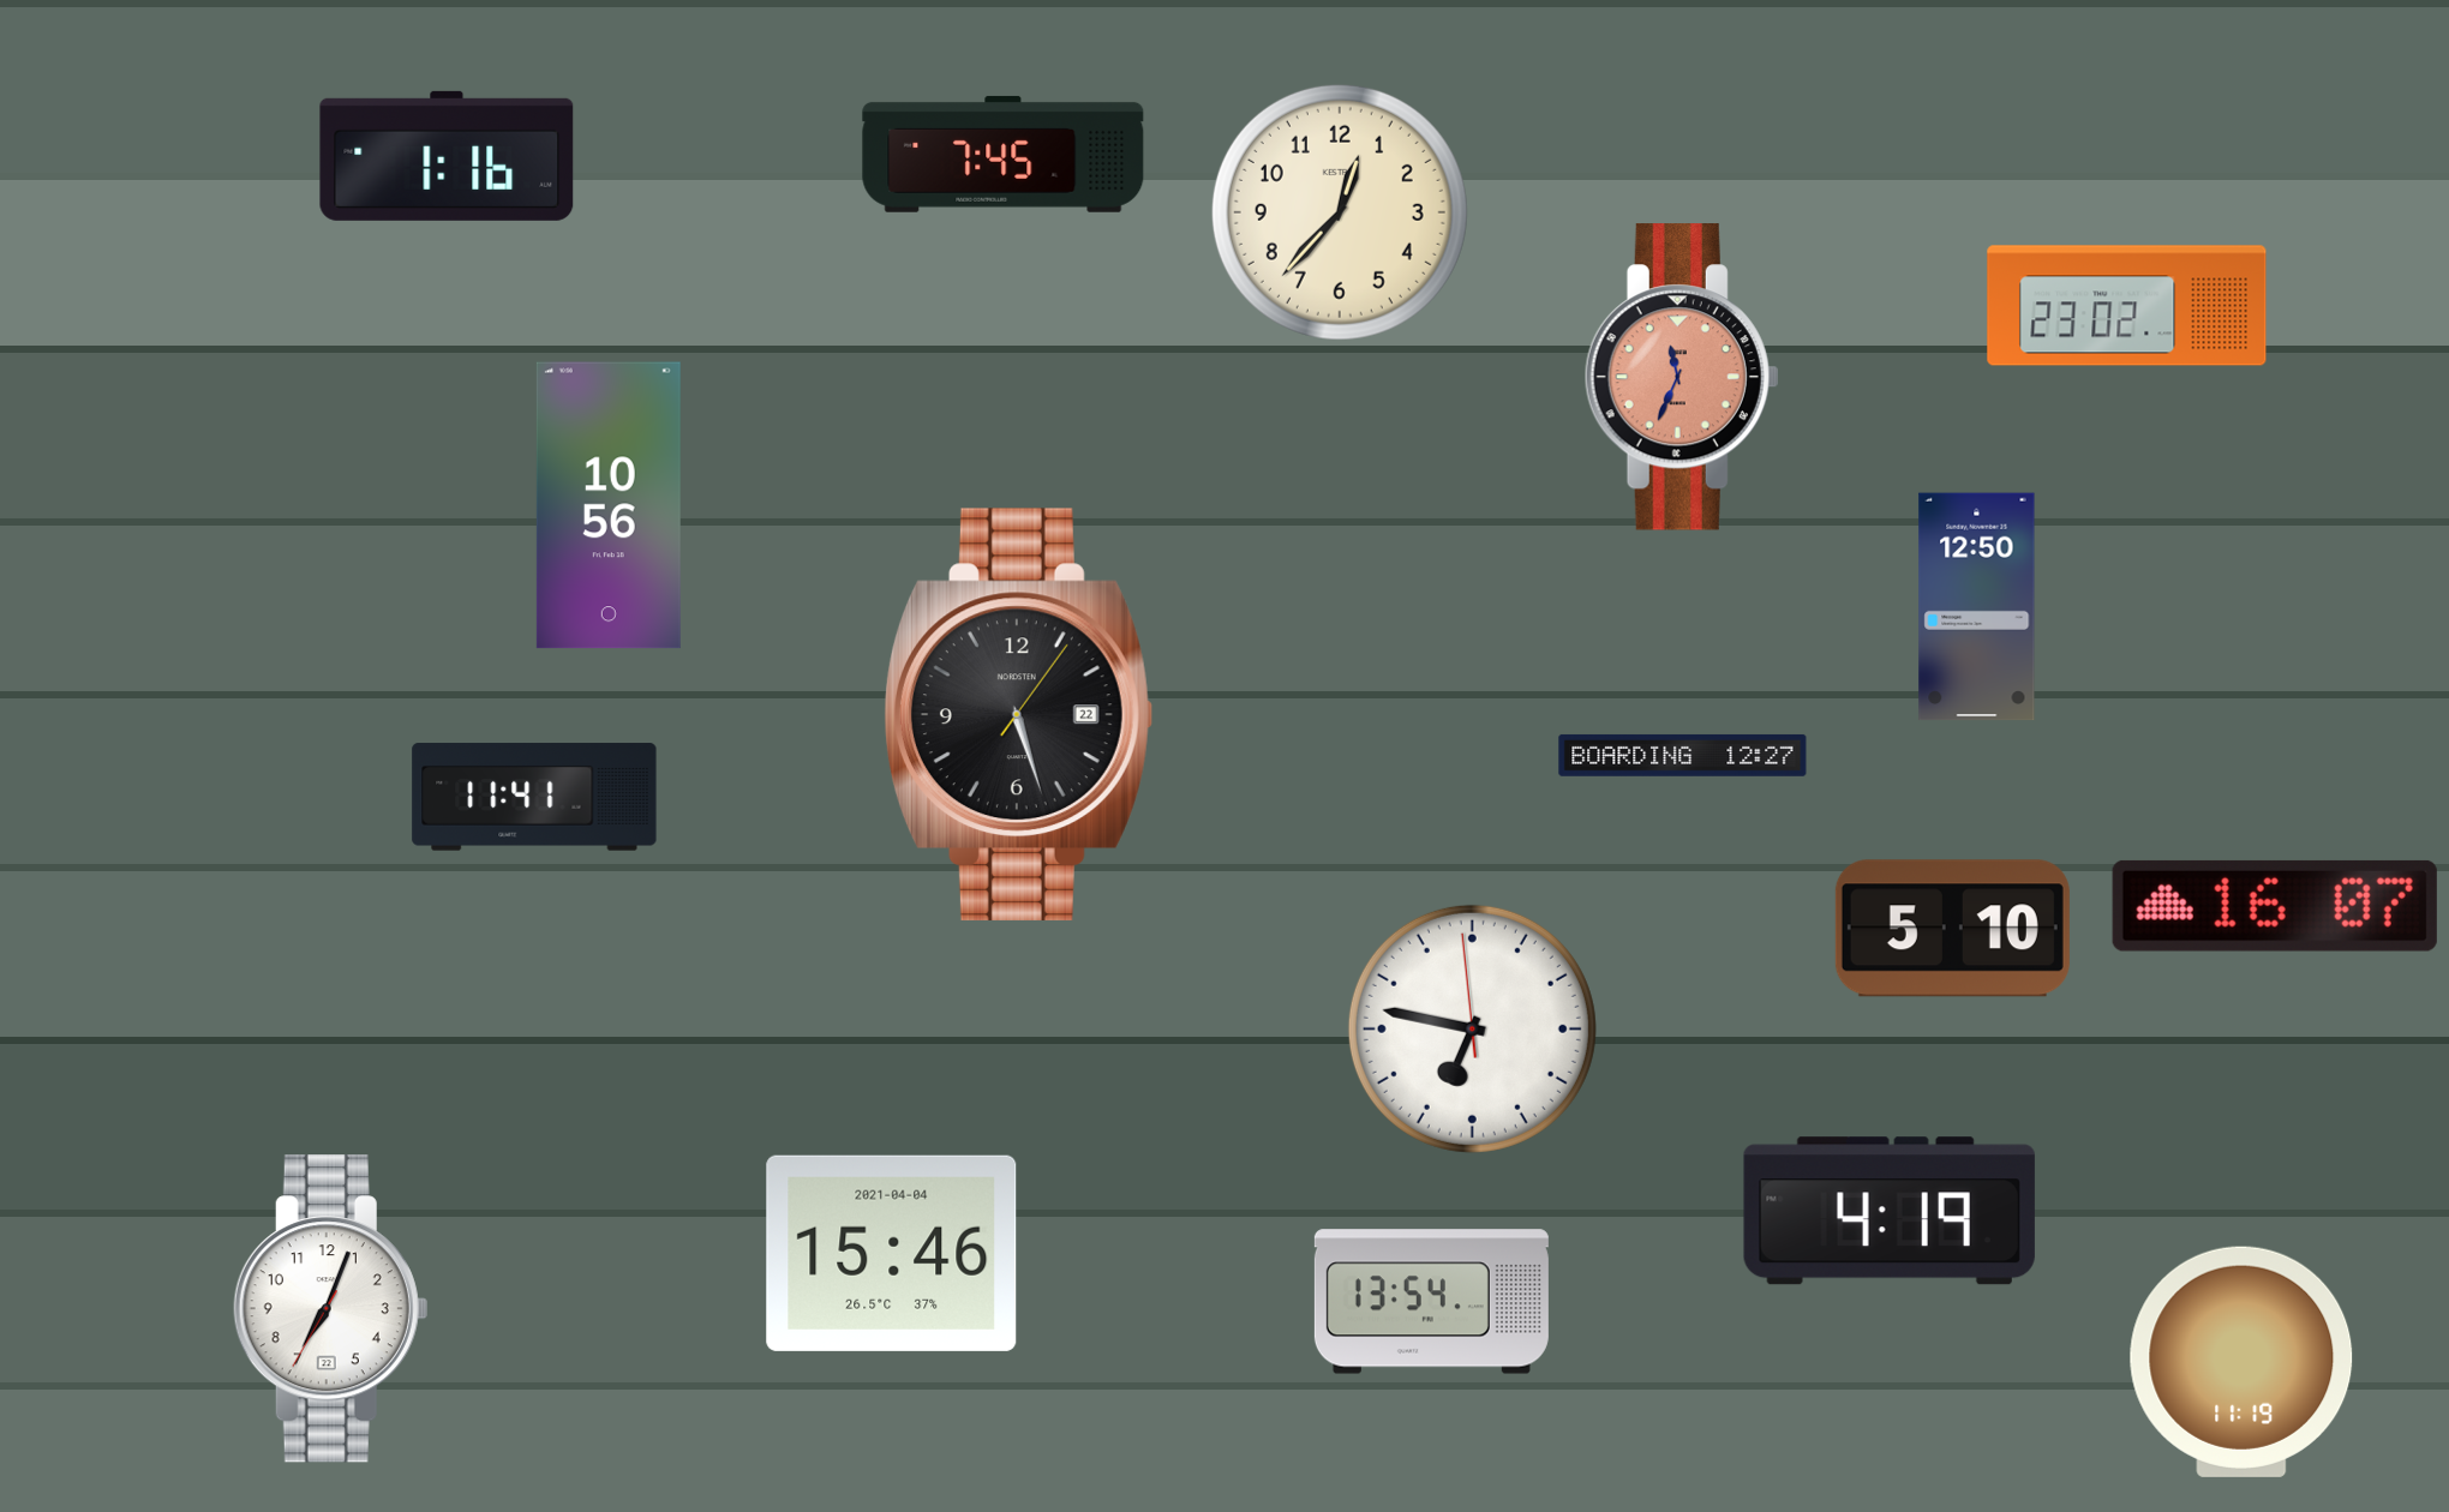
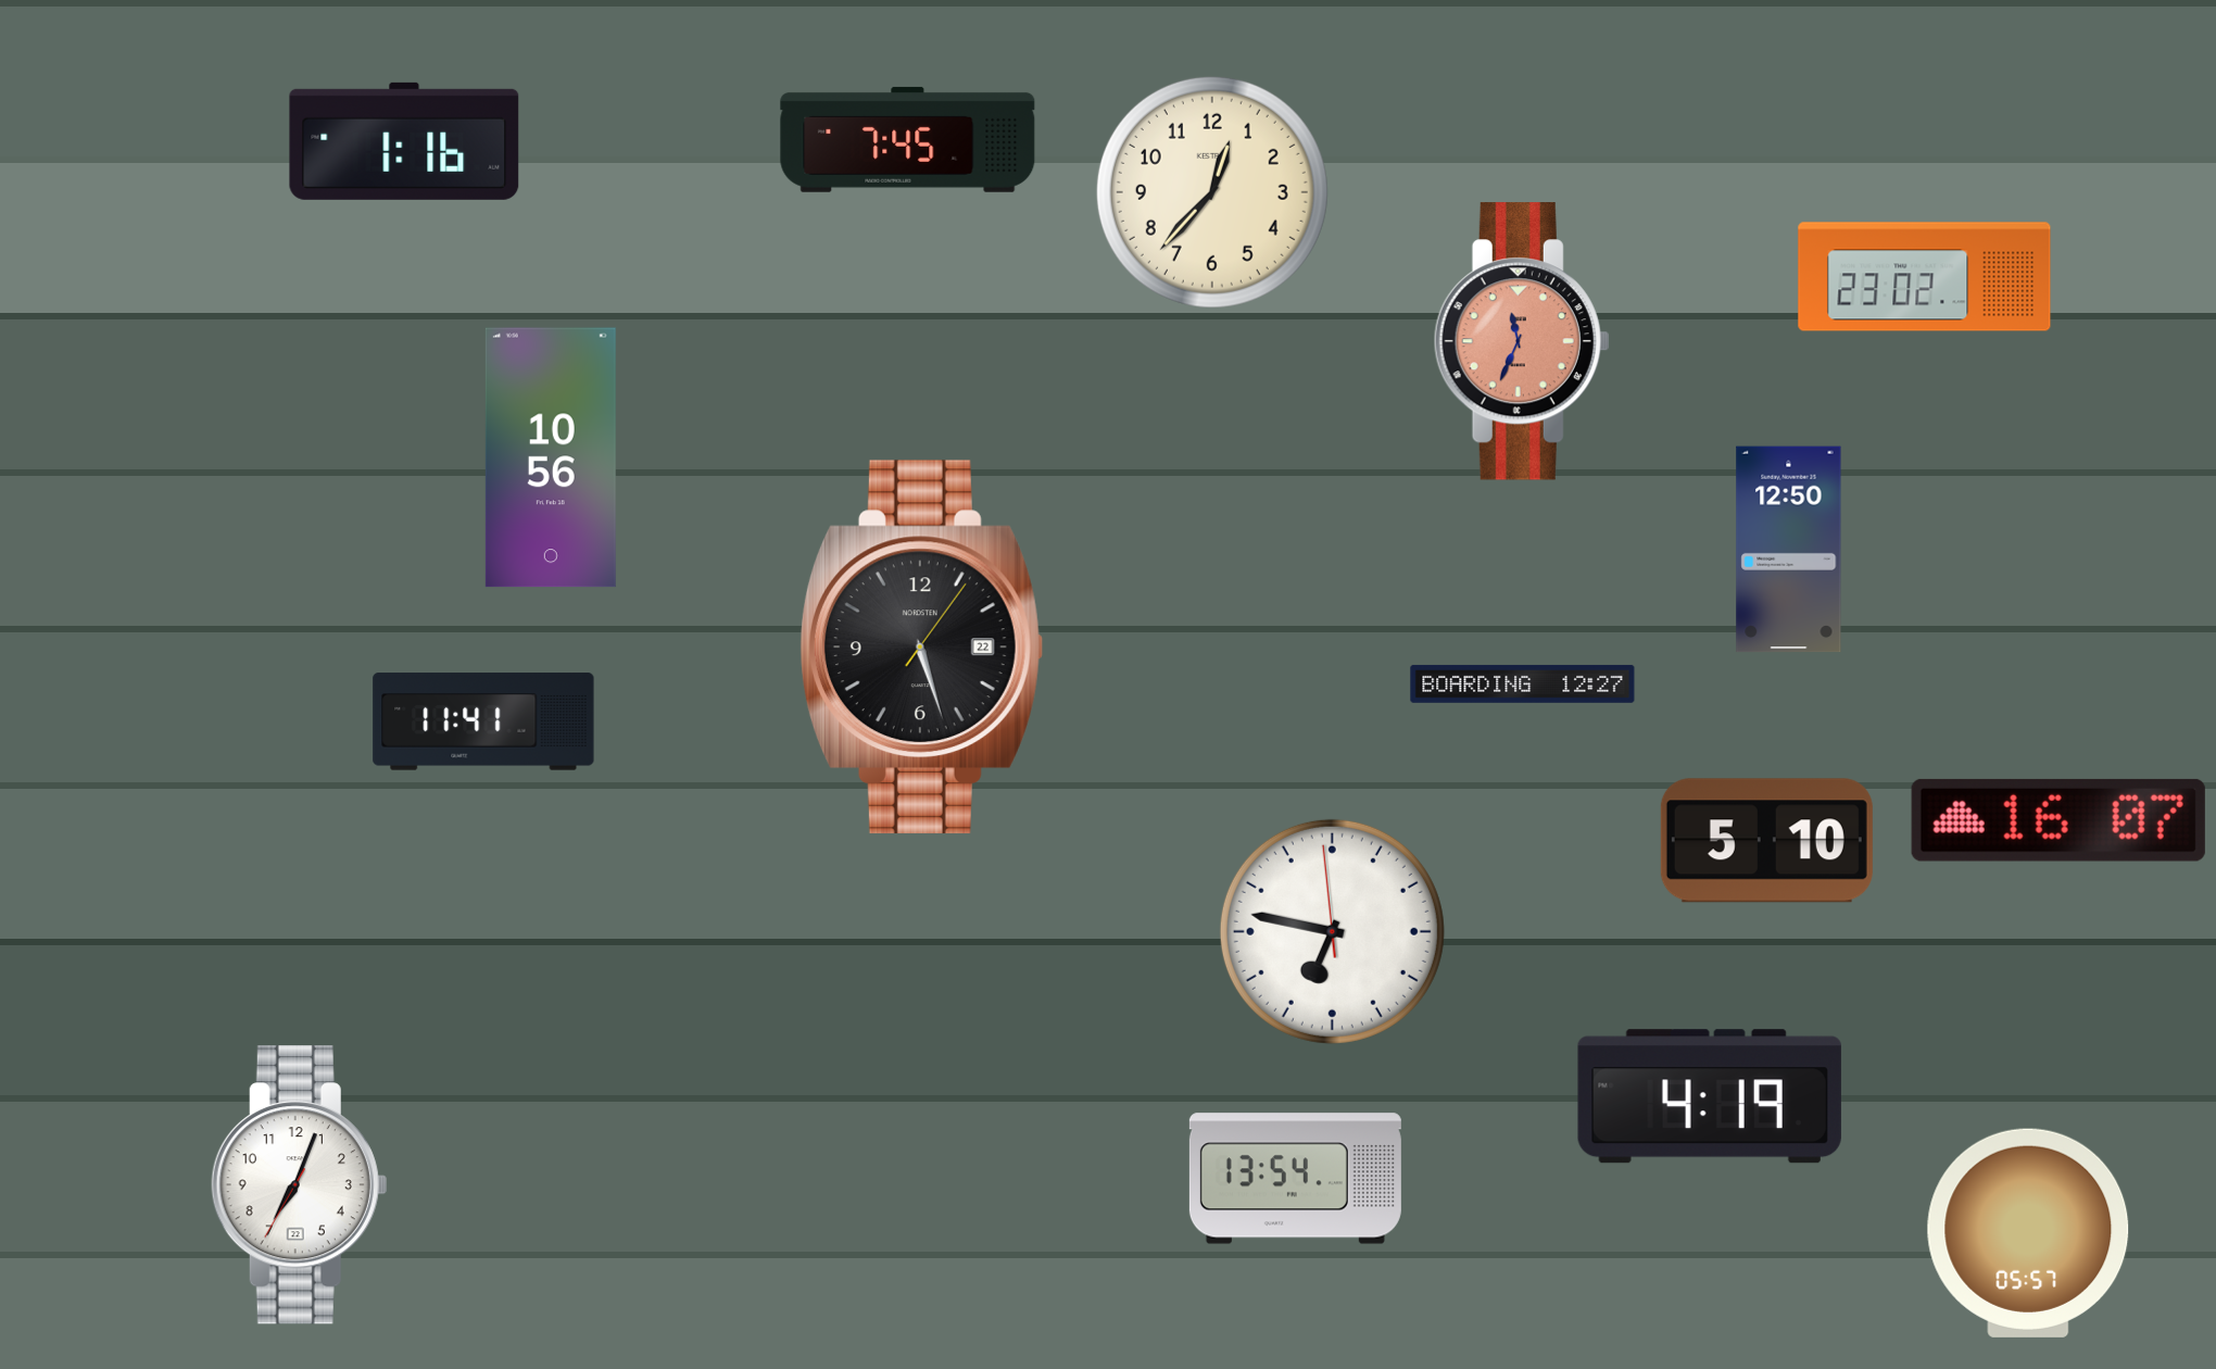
clock at (892, 1253): 15:46 -> none
clock at (2241, 1362): 11:19 -> 05:57
